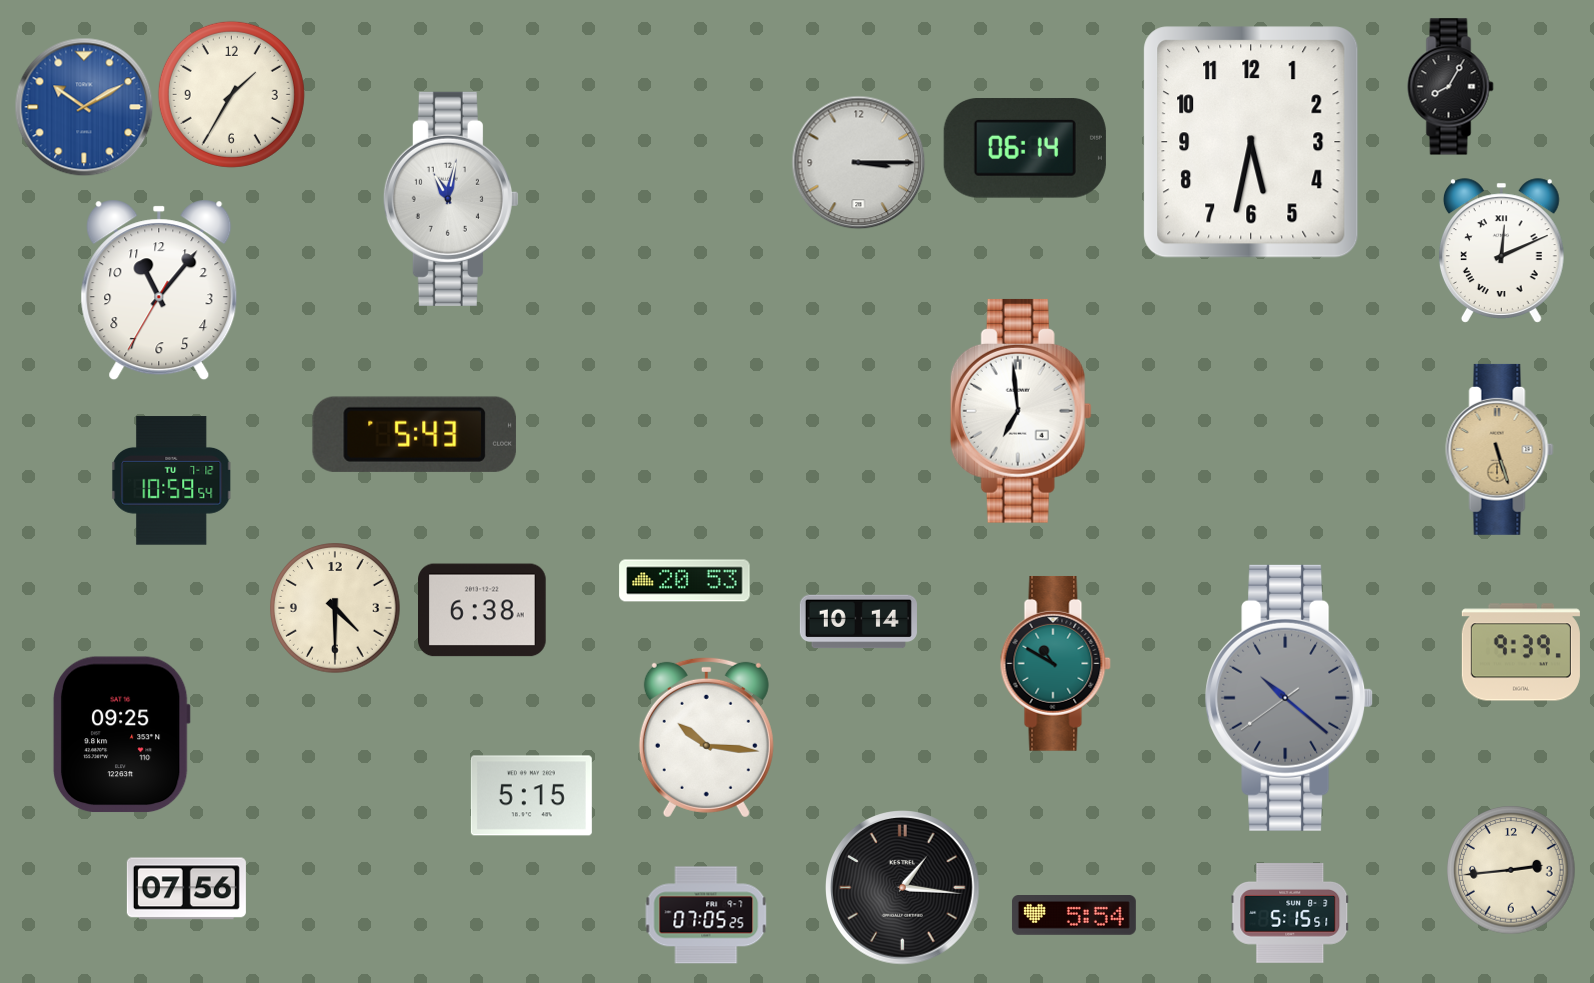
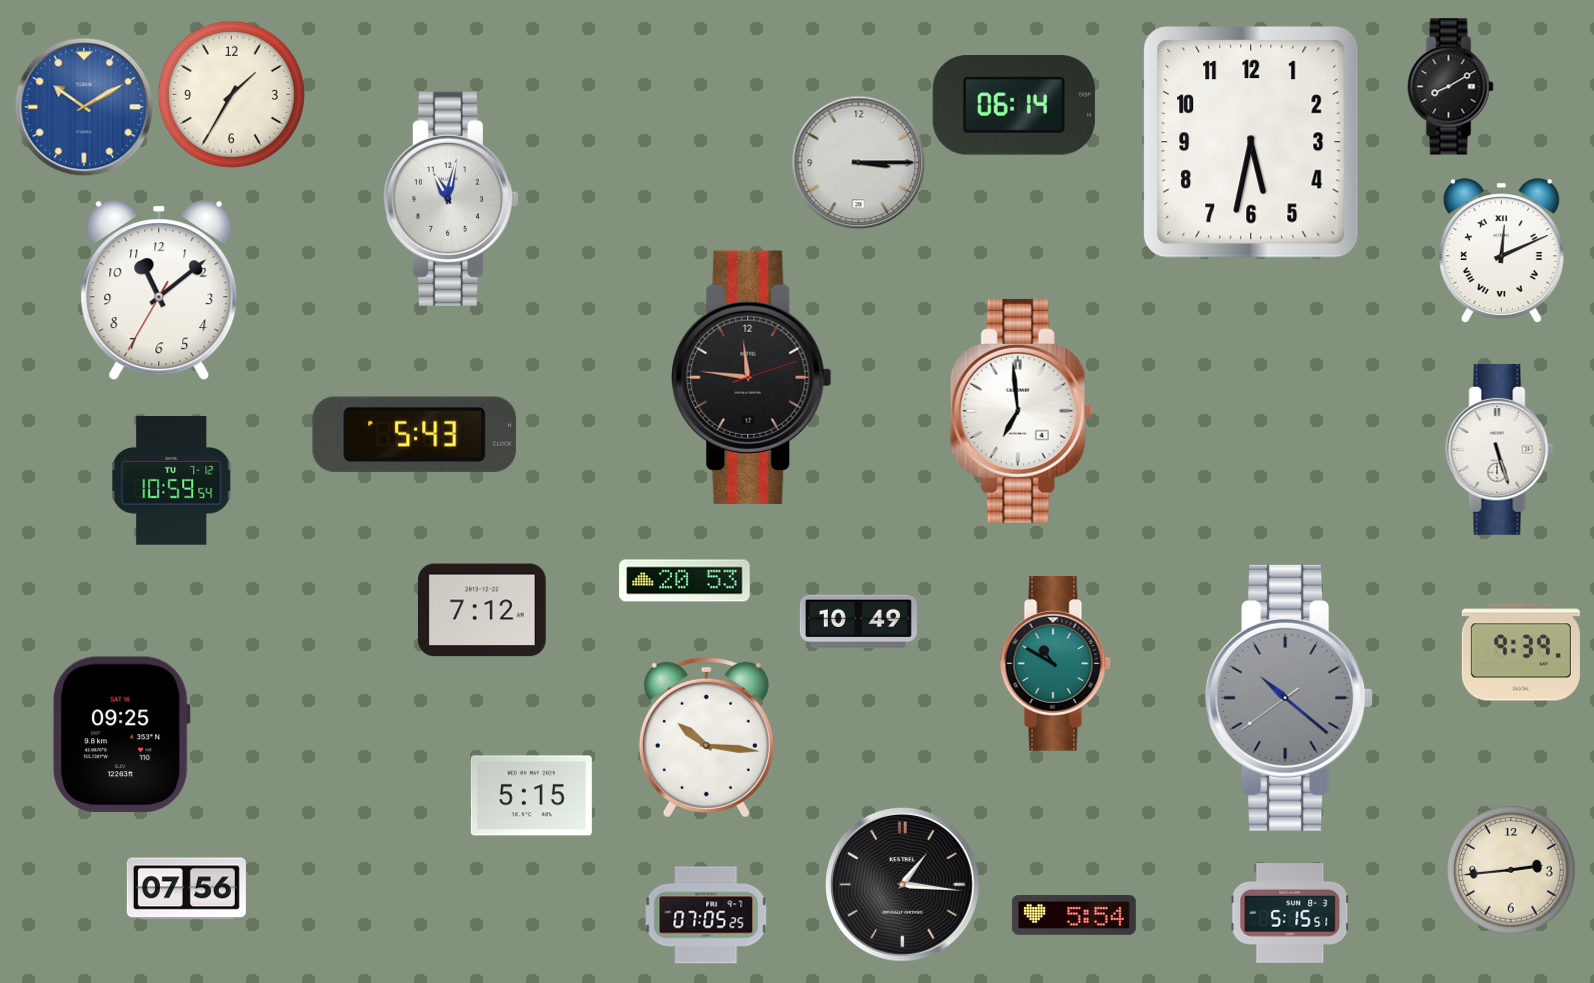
clock at (1451, 87): 8:05 -> 8:10
clock at (1025, 149) position: (1025, 149) -> (1014, 106)
clock at (159, 290): 11:06 -> 11:08
clock at (752, 377): none -> 11:46
clock at (1500, 449) dial: champagne -> white
clock at (335, 608): 4:30 -> none
clock at (482, 610): 6:38 -> 7:12
clock at (858, 622): 10:14 -> 10:49
clock at (903, 888) position: (903, 888) -> (903, 885)
